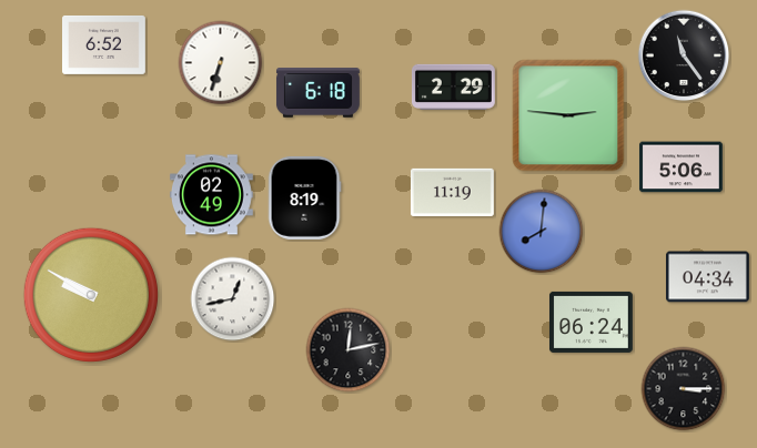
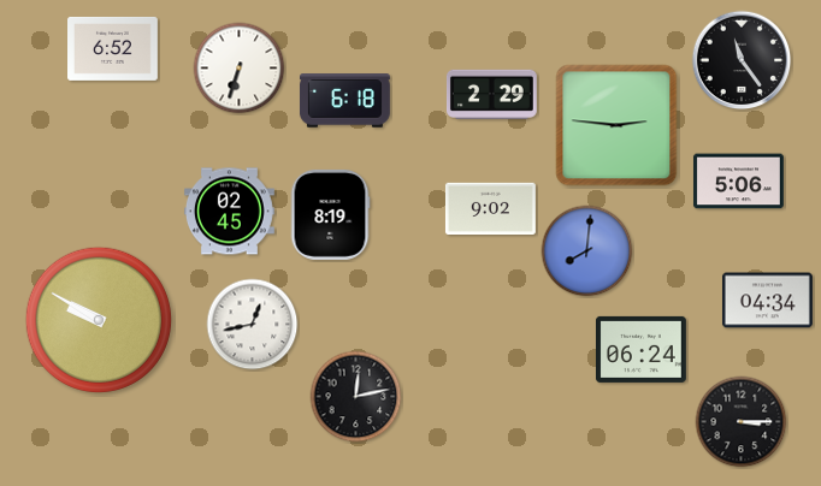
clock at (452, 192): 11:19 -> 9:02
clock at (211, 195): 02:49 -> 02:45
clock at (349, 350) position: (349, 350) -> (356, 397)
